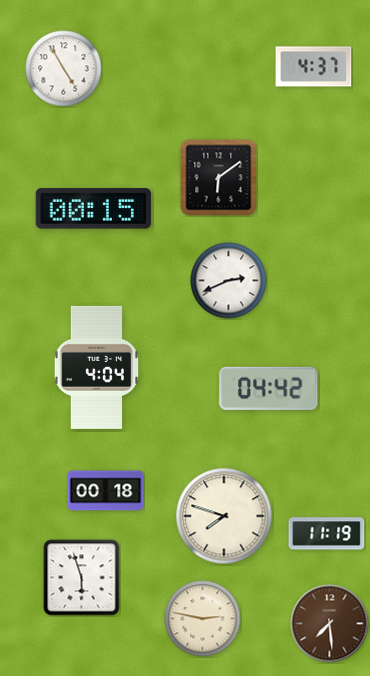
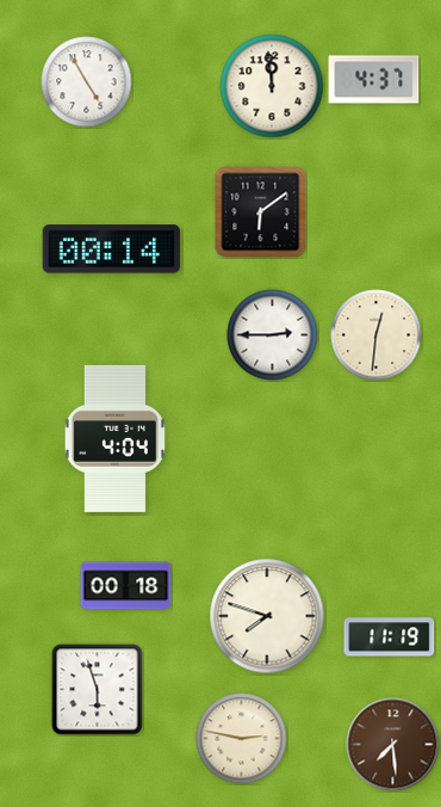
clock at (64, 69) position: (64, 69) -> (87, 82)
clock at (272, 86): none -> 11:59
clock at (94, 209): 00:15 -> 00:14
clock at (229, 281): 2:41 -> 2:45
clock at (377, 335): none -> 12:31
clock at (269, 388): 04:42 -> none
